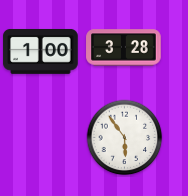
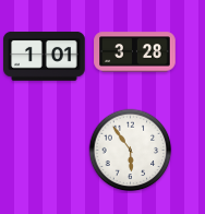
clock at (41, 51): 1:00 -> 1:01
clock at (125, 138) position: (125, 138) -> (131, 151)
